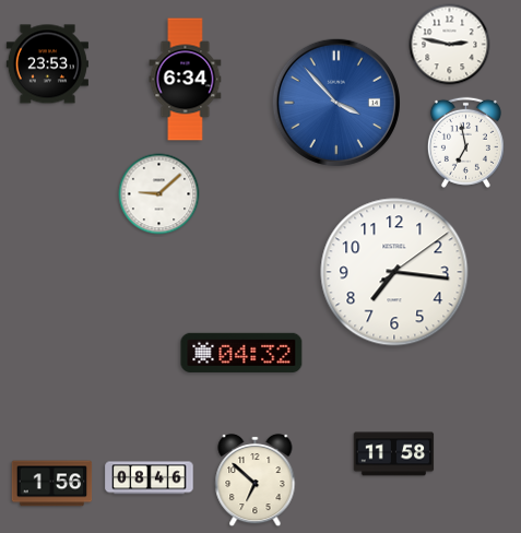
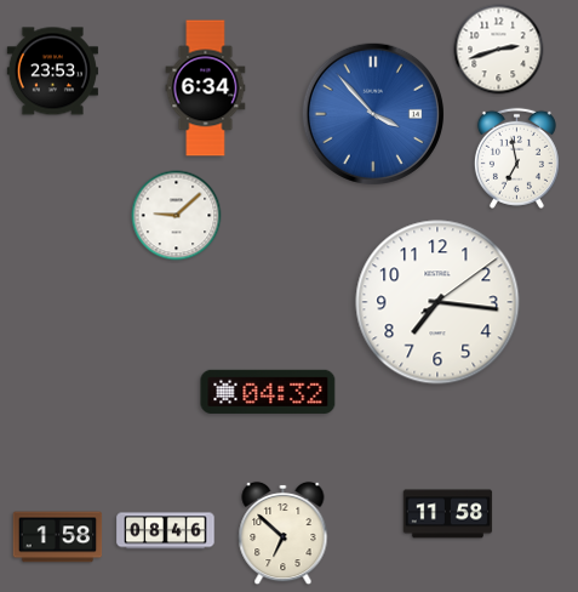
clock at (450, 45): 2:47 -> 2:42
clock at (394, 454) position: (394, 454) -> (448, 514)
clock at (52, 484): 1:56 -> 1:58
